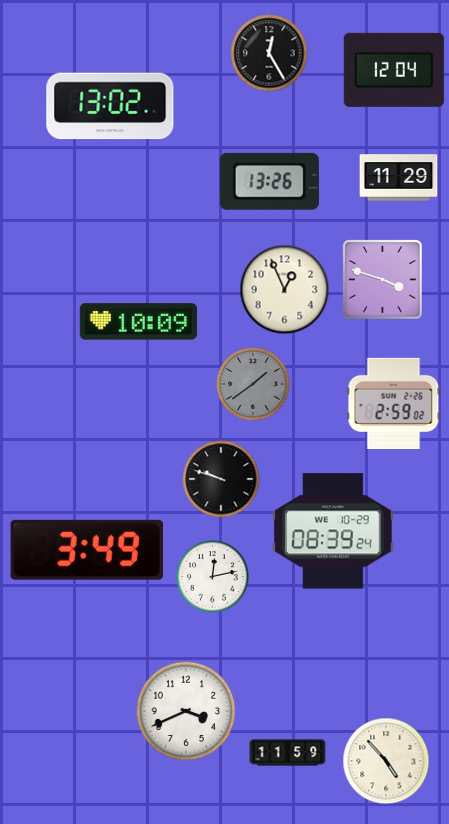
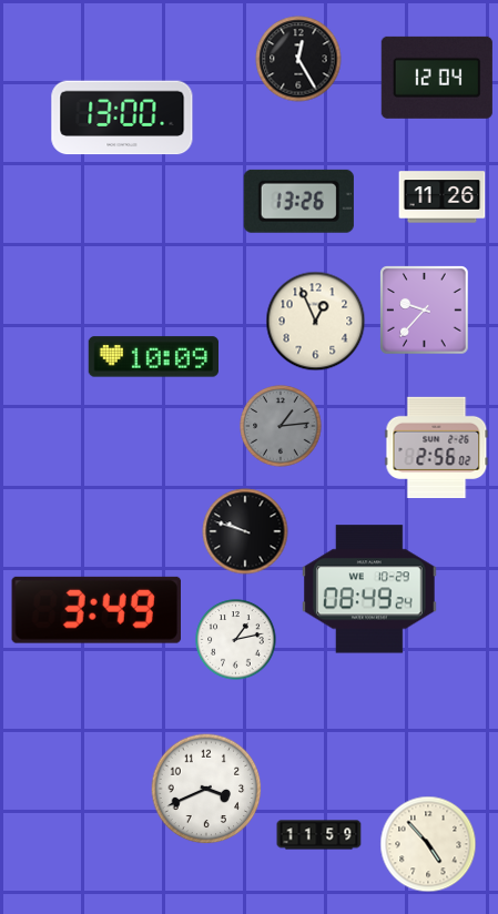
clock at (110, 106): 13:02 -> 13:00
clock at (399, 178): 11:29 -> 11:26
clock at (383, 280): 3:48 -> 9:37
clock at (253, 384): 1:39 -> 1:14
clock at (394, 403): 2:59 -> 2:56
clock at (334, 531): 08:39 -> 08:49
clock at (213, 577): 12:13 -> 1:13
